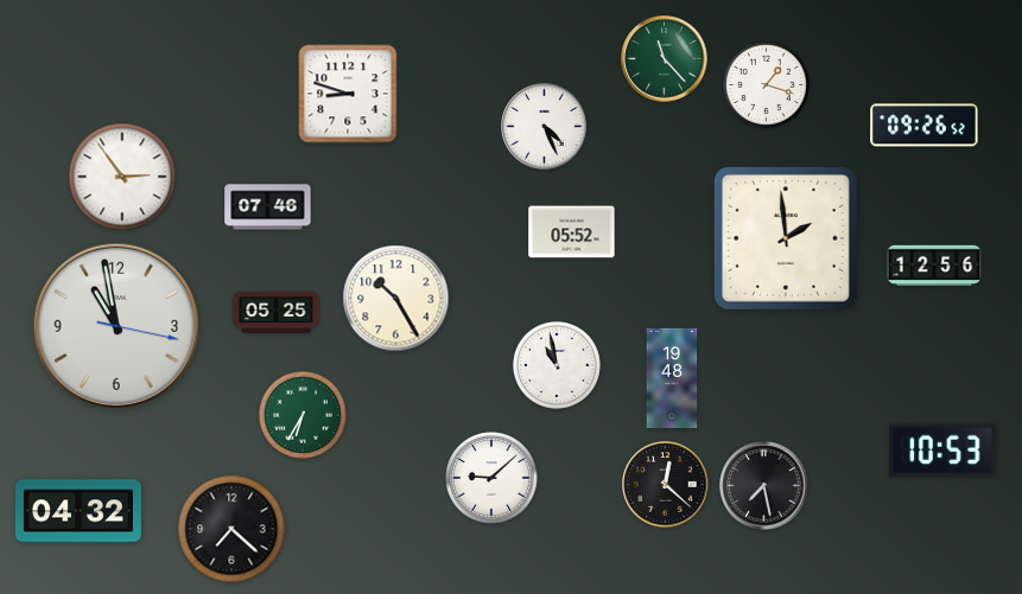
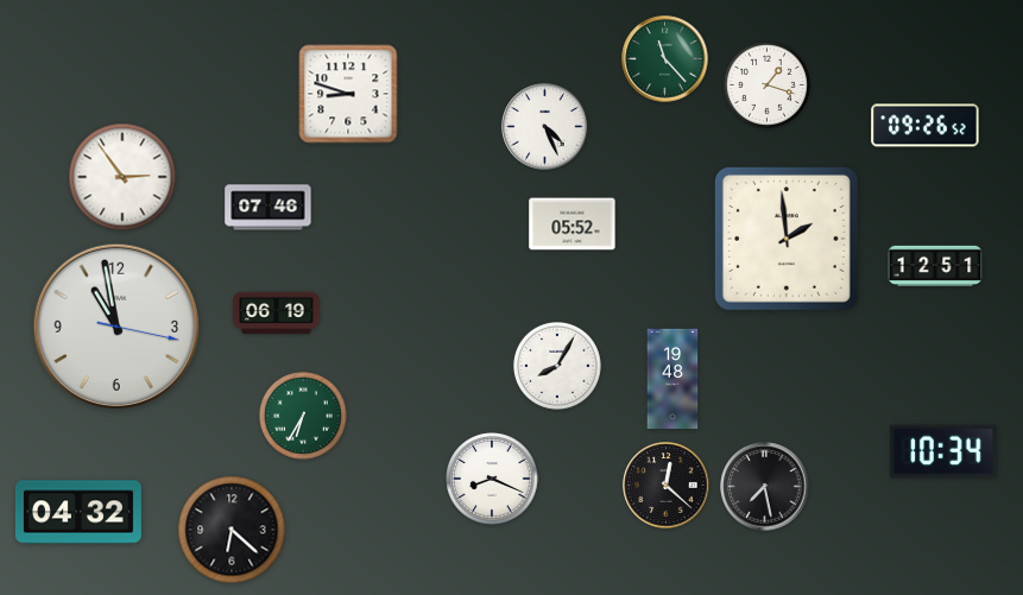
clock at (572, 232) position: (572, 232) -> (573, 224)
clock at (934, 266): 12:56 -> 12:51
clock at (396, 299): 10:25 -> none
clock at (277, 313): 05:25 -> 06:19
clock at (557, 365): 10:58 -> 8:05
clock at (942, 451): 10:53 -> 10:34
clock at (491, 478): 9:08 -> 8:19
clock at (231, 529): 7:22 -> 6:22
